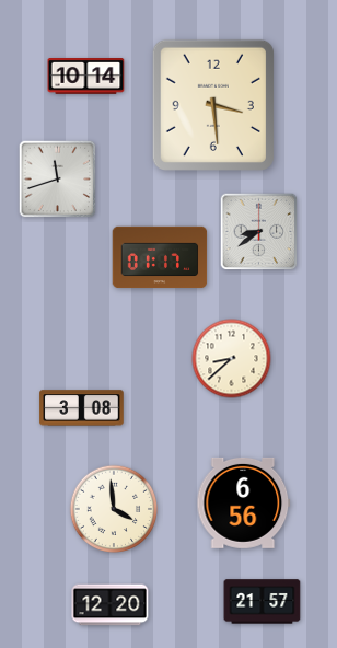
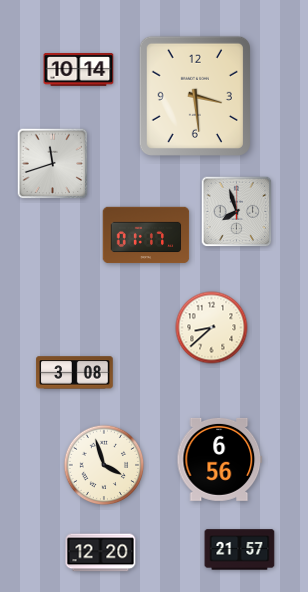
clock at (259, 232): 8:39 -> 7:57
clock at (244, 502) position: (244, 502) -> (220, 459)
clock at (114, 509): 3:59 -> 3:57
